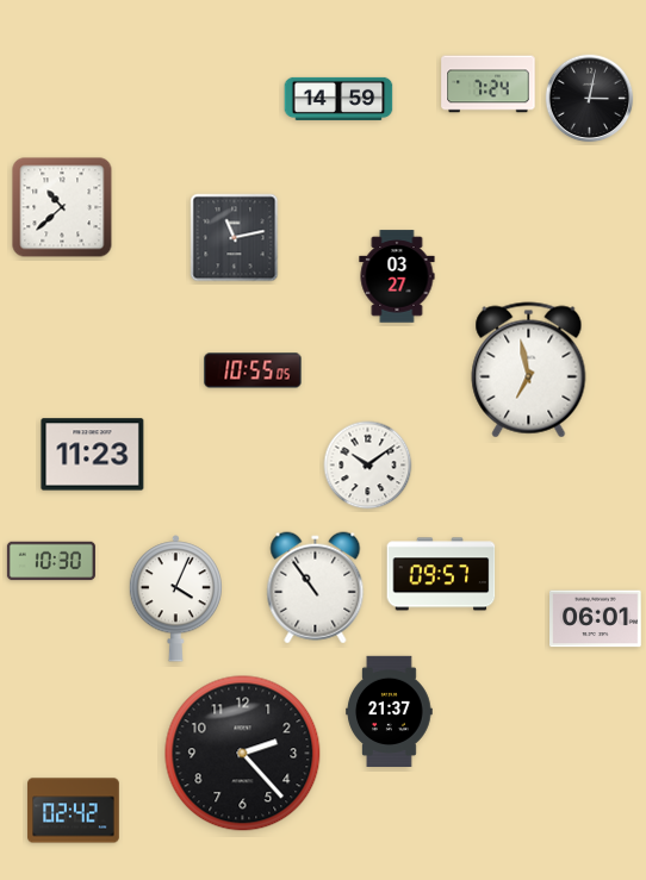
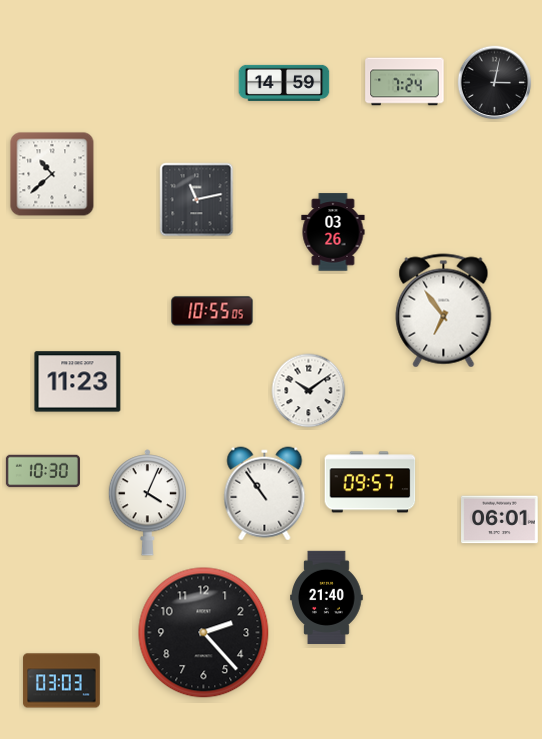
clock at (489, 85) position: (489, 85) -> (405, 82)
clock at (397, 276): 03:27 -> 03:26
clock at (529, 370): 6:58 -> 6:54
clock at (390, 711): 21:37 -> 21:40
clock at (74, 811): 02:42 -> 03:03
